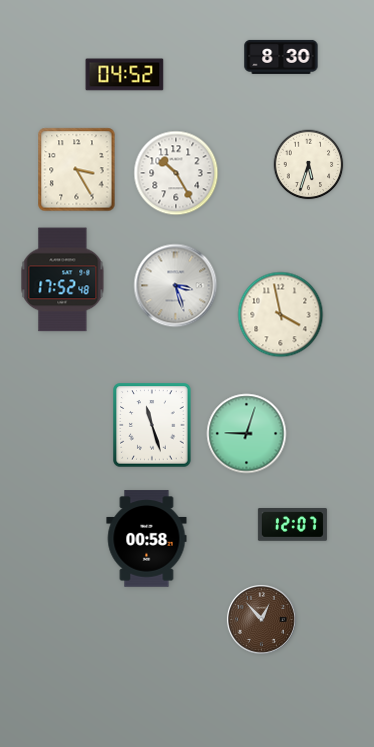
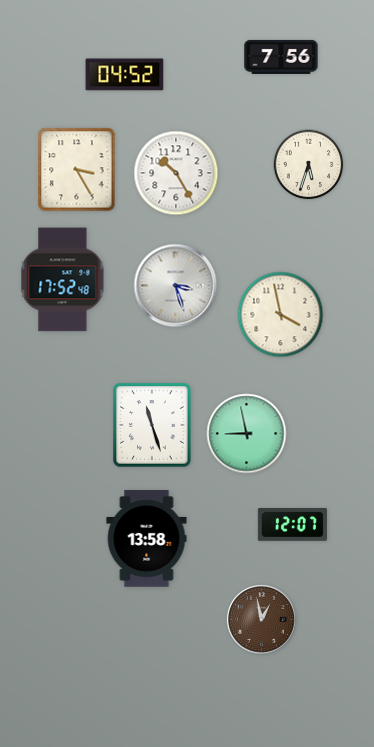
clock at (281, 57): 8:30 -> 7:56
clock at (247, 434): 9:03 -> 8:58
clock at (147, 539): 00:58 -> 13:58
clock at (261, 619): 12:53 -> 12:58
